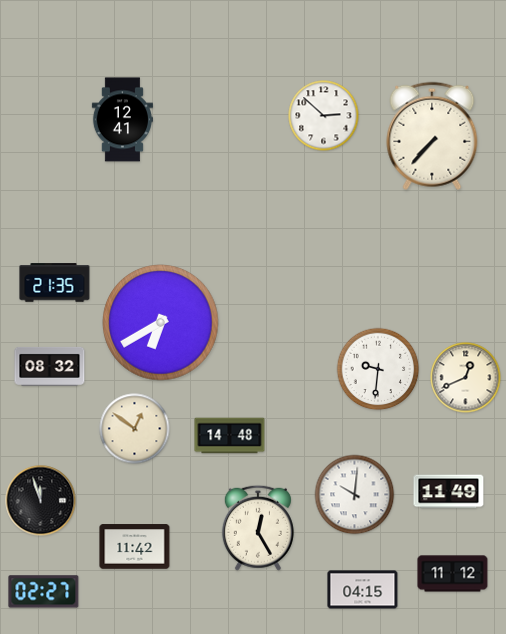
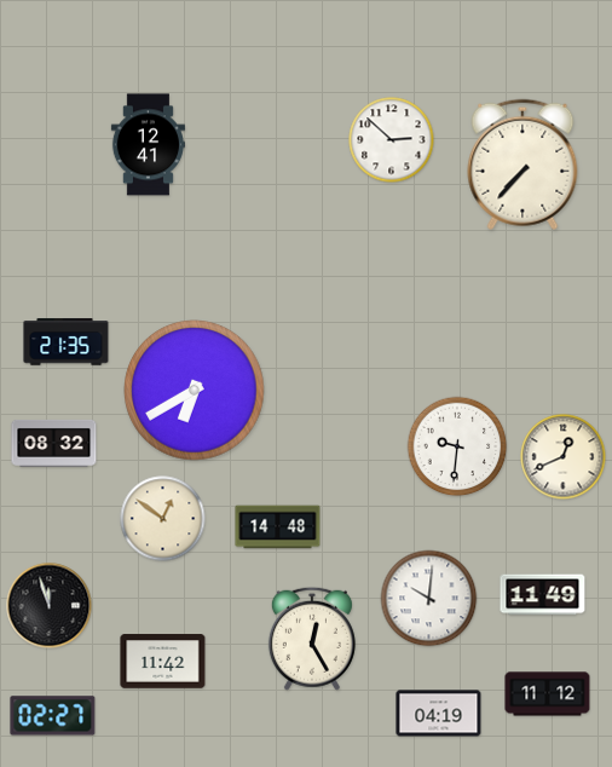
clock at (50, 366) position: (50, 366) -> (54, 443)
clock at (363, 590): 04:15 -> 04:19
